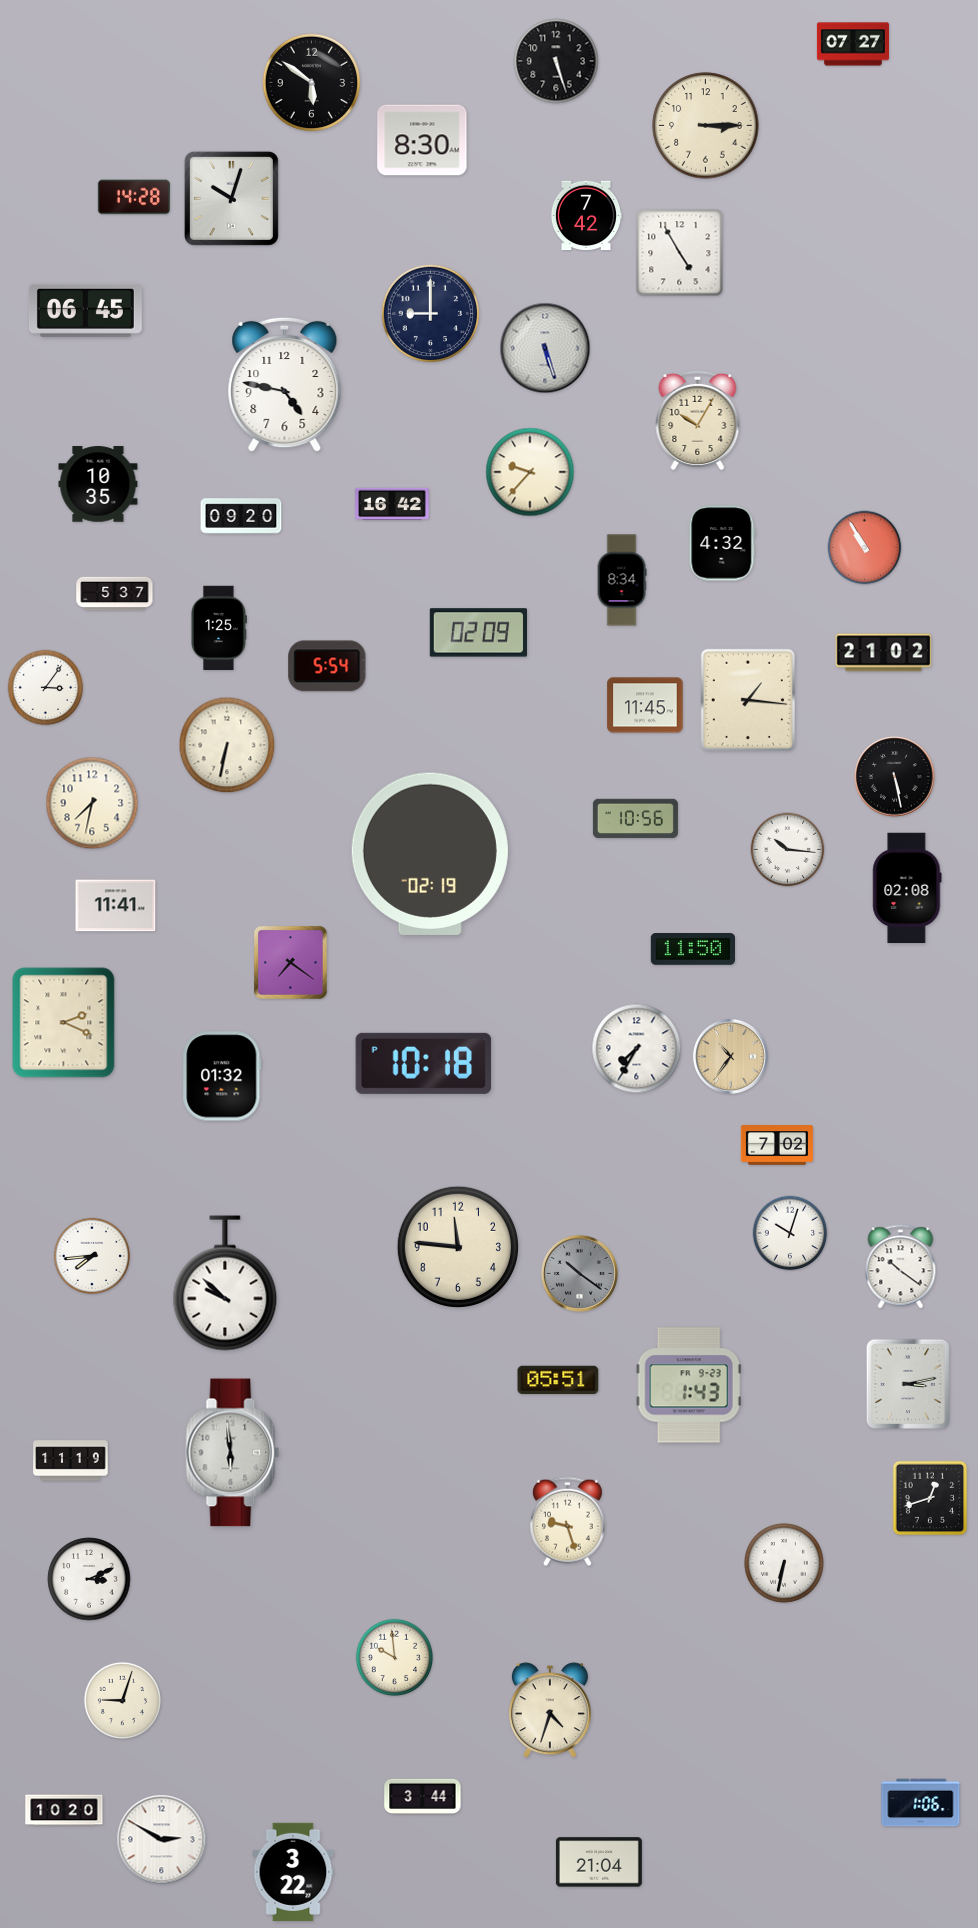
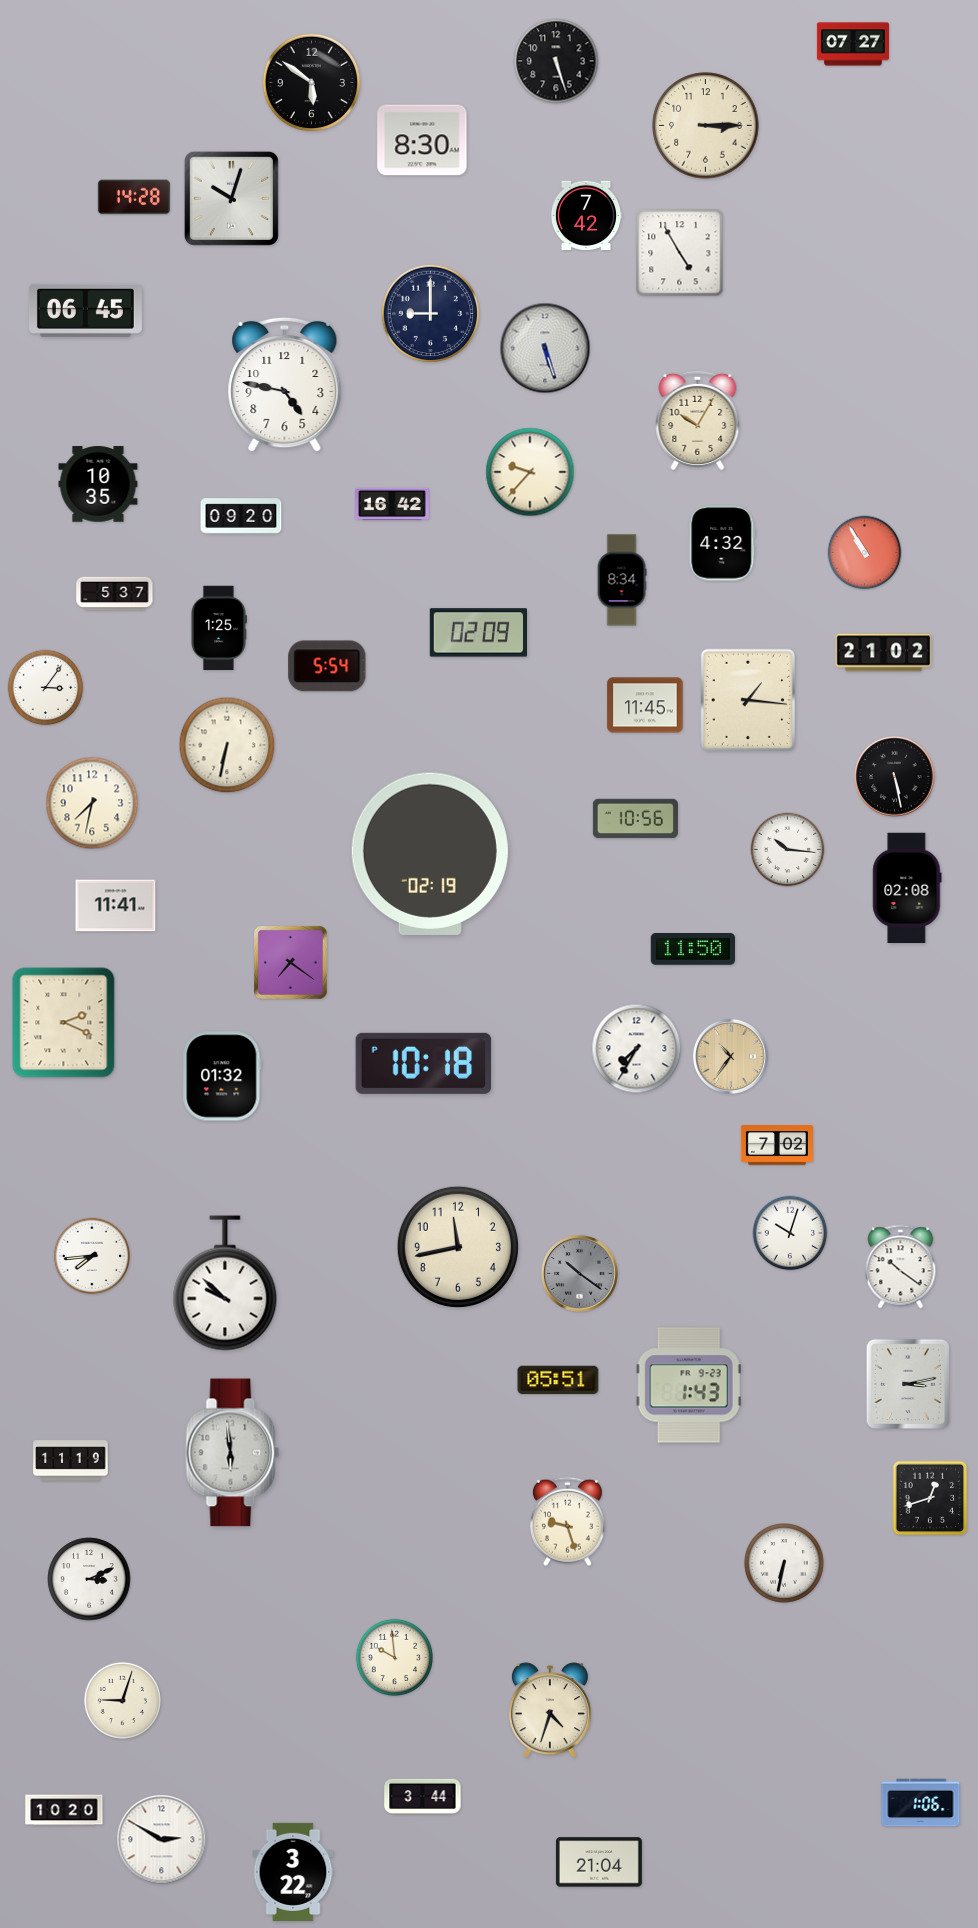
clock at (865, 548) position: (865, 548) -> (865, 553)
clock at (458, 1247): 11:46 -> 11:43
